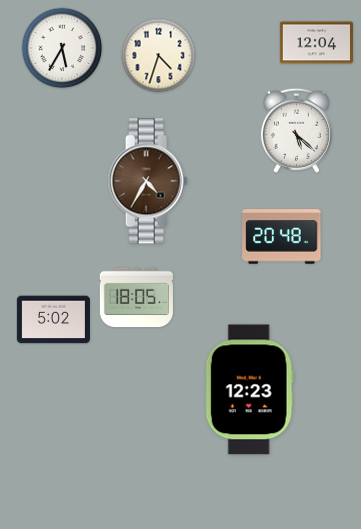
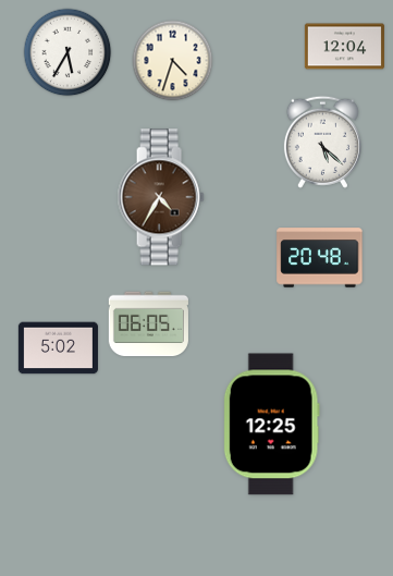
clock at (282, 237) position: (282, 237) -> (320, 258)
clock at (136, 298): 18:05 -> 06:05
clock at (249, 390): 12:23 -> 12:25
